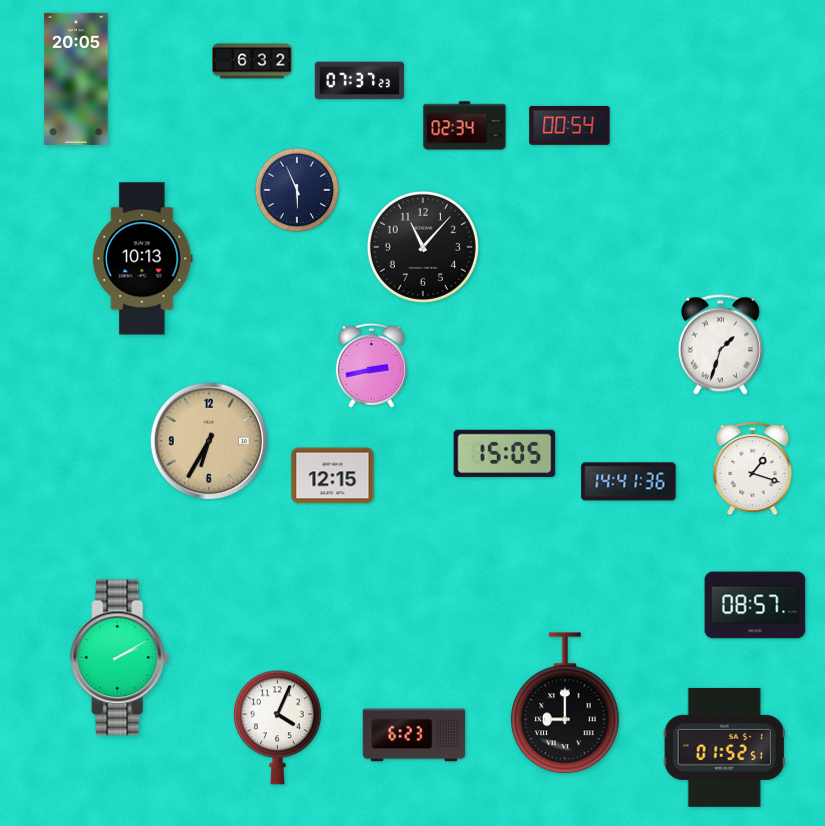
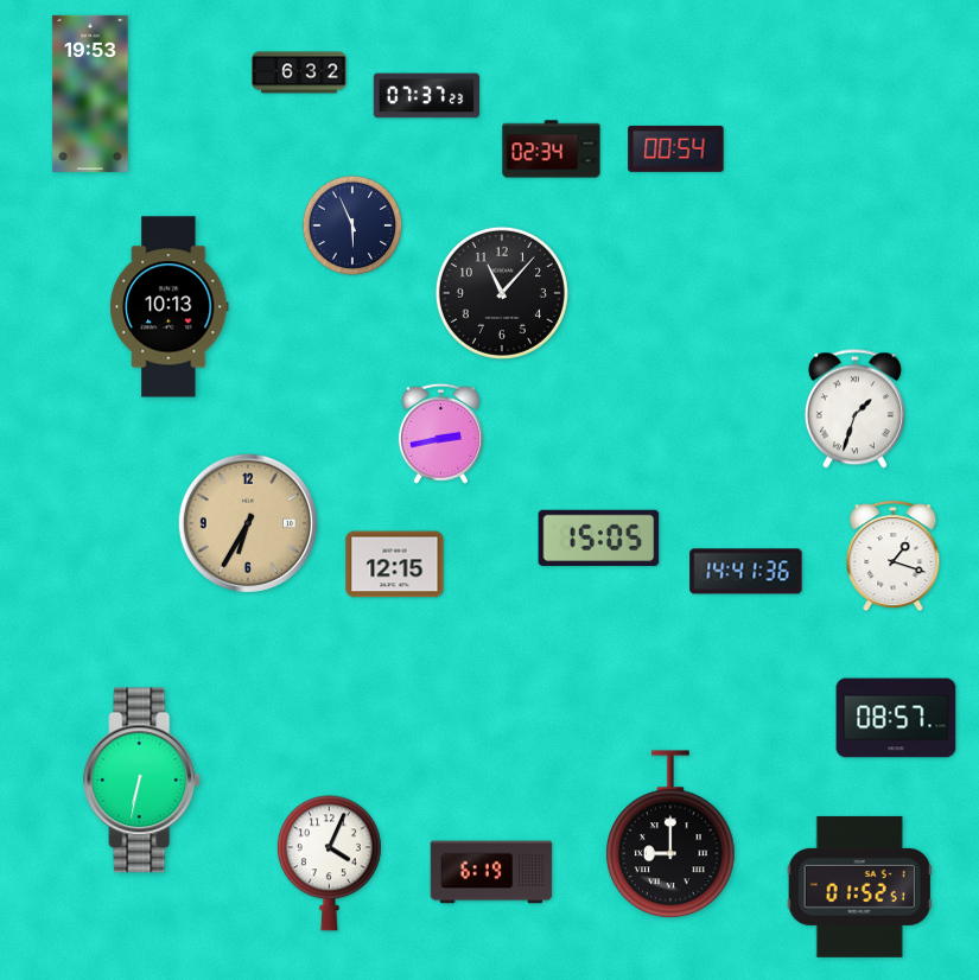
clock at (76, 79): 20:05 -> 19:53
clock at (120, 658): 2:10 -> 6:32
clock at (414, 735): 6:23 -> 6:19
